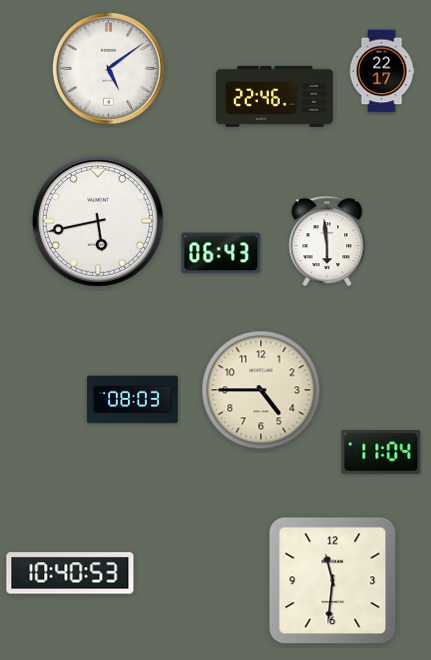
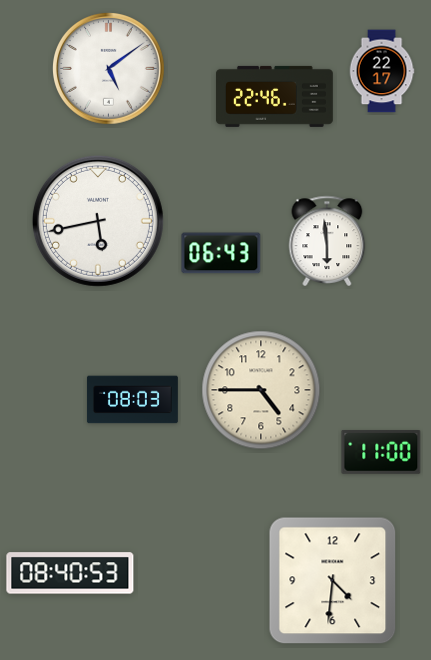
clock at (381, 453): 11:04 -> 11:00
clock at (70, 573): 10:40 -> 08:40
clock at (333, 581): 11:31 -> 4:31
